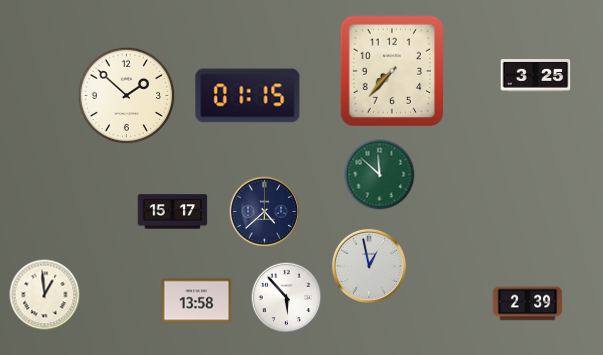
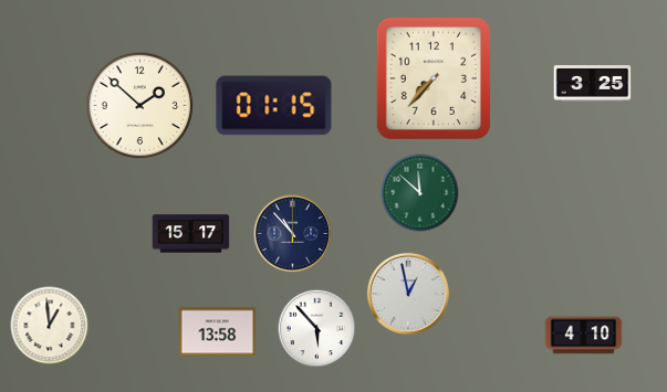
clock at (265, 212): 4:38 -> 10:53
clock at (528, 304): 2:39 -> 4:10
